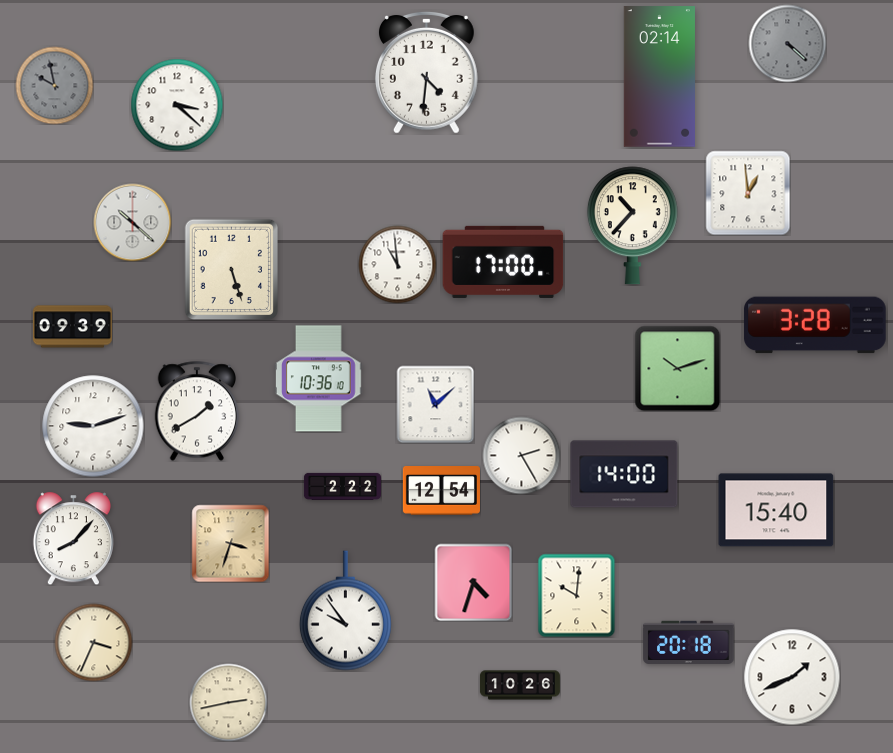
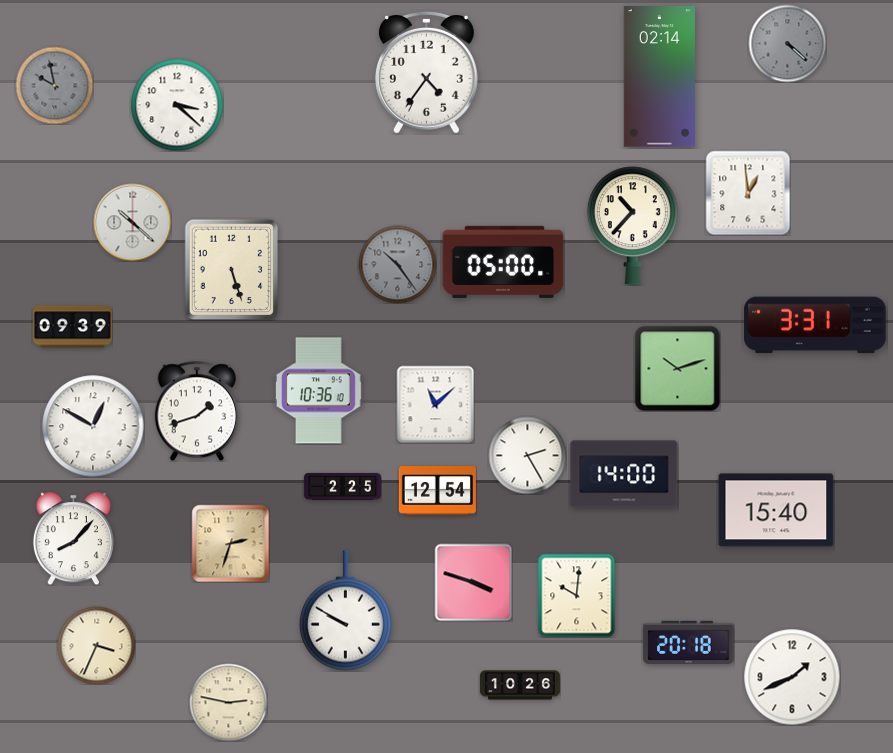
clock at (426, 72): 4:31 -> 4:36
clock at (503, 262): 17:00 -> 05:00
clock at (397, 264): 10:59 -> 10:24
clock at (397, 264) dial: white -> grey
clock at (815, 325): 3:28 -> 3:31
clock at (318, 379) position: (318, 379) -> (318, 391)
clock at (197, 411): 1:40 -> 1:42
clock at (93, 426): 9:12 -> 12:50
clock at (521, 455) position: (521, 455) -> (527, 455)
clock at (342, 486): 2:22 -> 2:25
clock at (441, 491) position: (441, 491) -> (437, 491)
clock at (230, 543): 3:33 -> 2:33
clock at (473, 582): 4:33 -> 3:48
clock at (345, 611): 9:54 -> 9:50
clock at (93, 642) position: (93, 642) -> (96, 645)
clock at (228, 702): 2:43 -> 2:47
